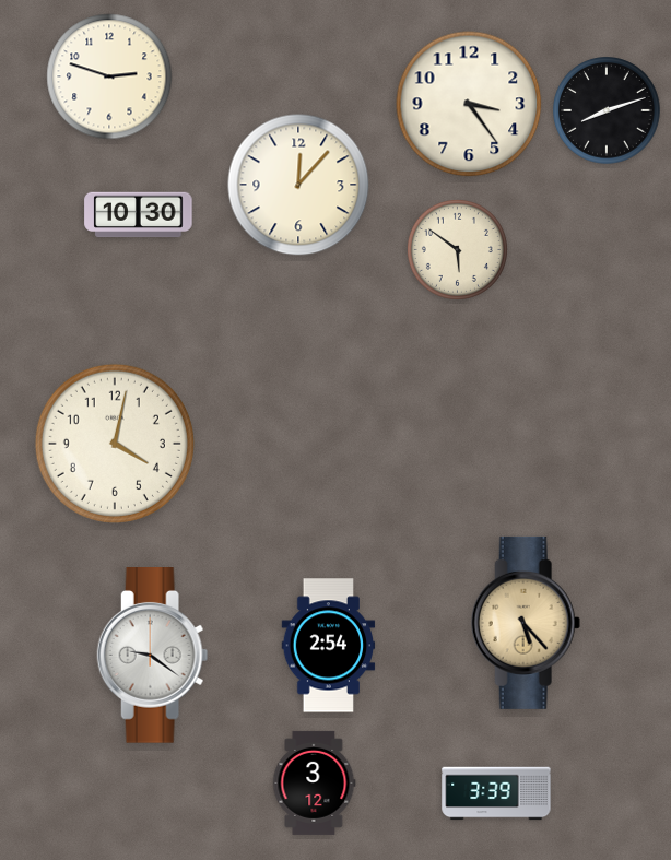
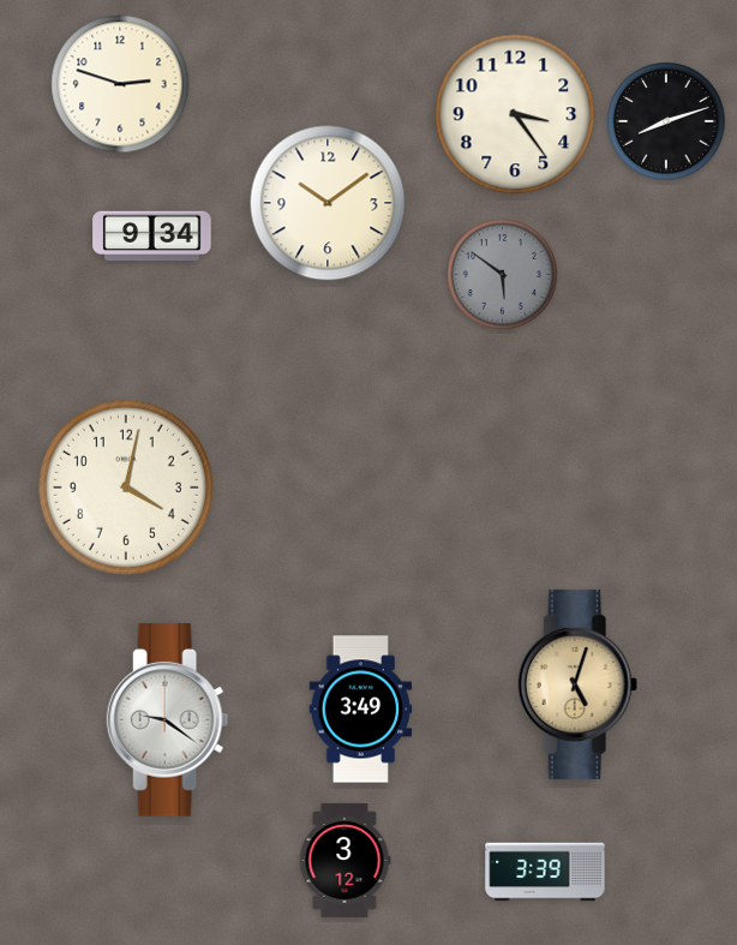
clock at (298, 185): 12:07 -> 10:09
clock at (139, 215): 10:30 -> 9:34
clock at (457, 249) dial: cream -> grey
clock at (526, 623): 5:23 -> 5:03
clock at (329, 646): 2:54 -> 3:49
